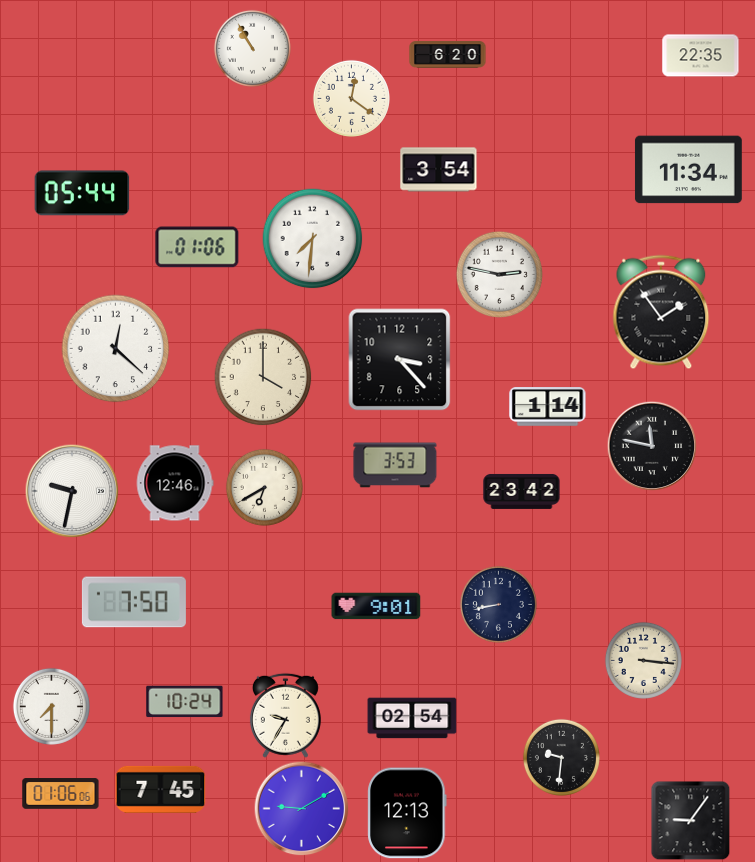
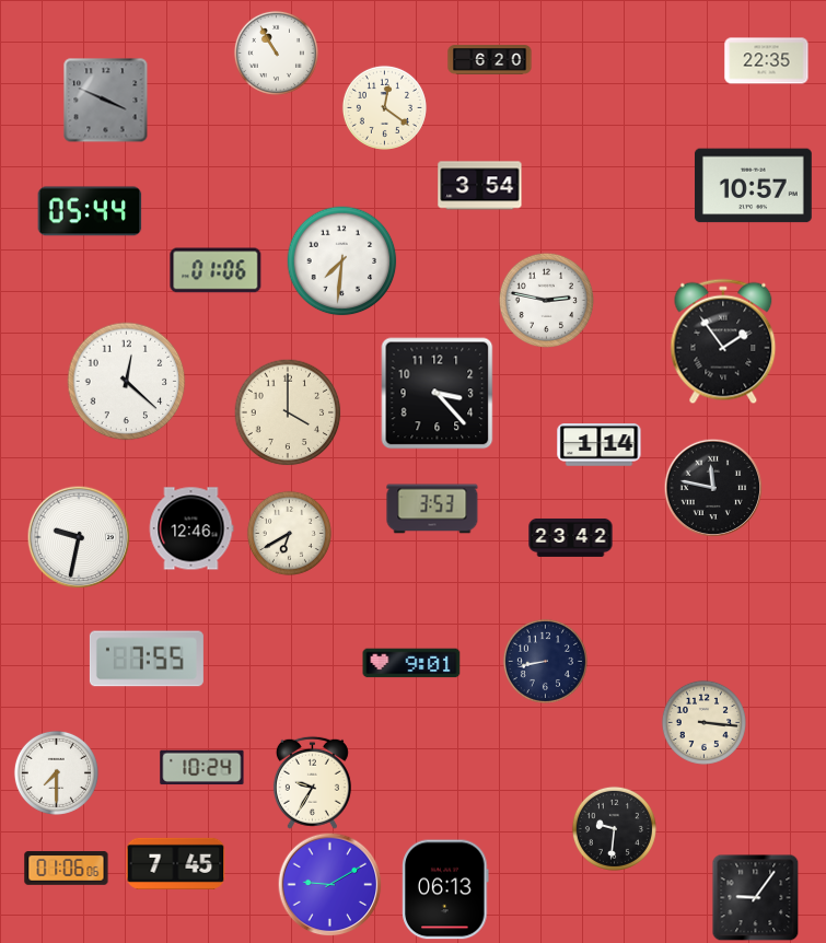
clock at (105, 100): none -> 3:49
clock at (688, 170): 11:34 -> 10:57
clock at (134, 602): 7:50 -> 7:55
clock at (412, 718): 02:54 -> none
clock at (407, 813): 12:13 -> 06:13
